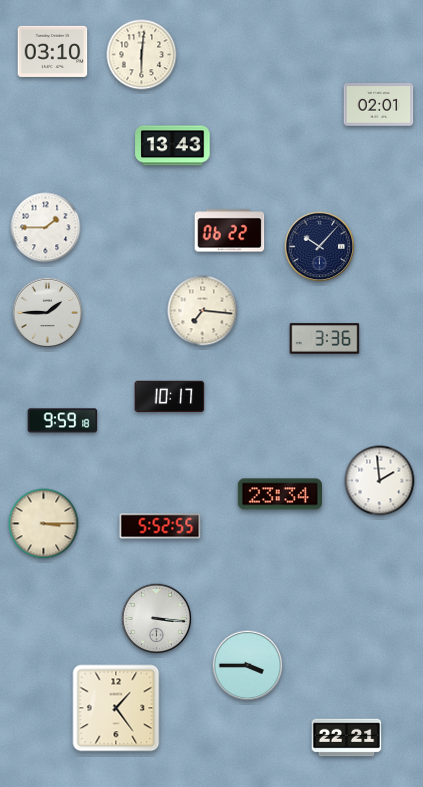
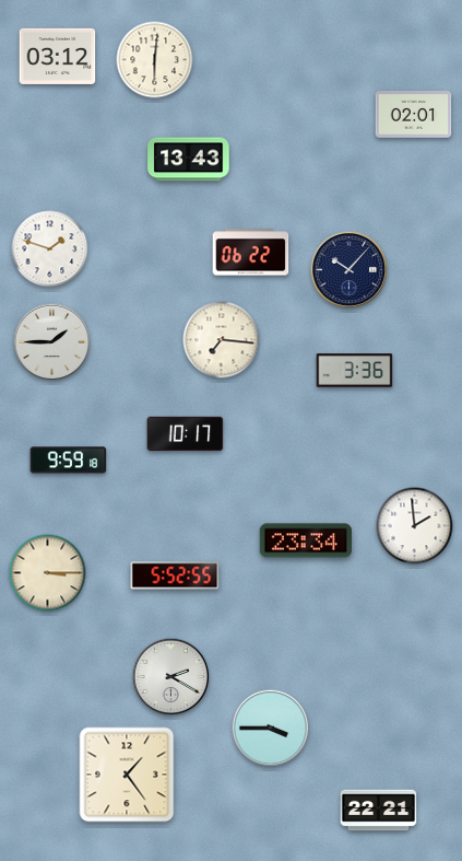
clock at (53, 51): 03:10 -> 03:12
clock at (46, 228): 1:45 -> 1:48
clock at (157, 619): 3:16 -> 2:20
clock at (347, 738) position: (347, 738) -> (379, 811)
